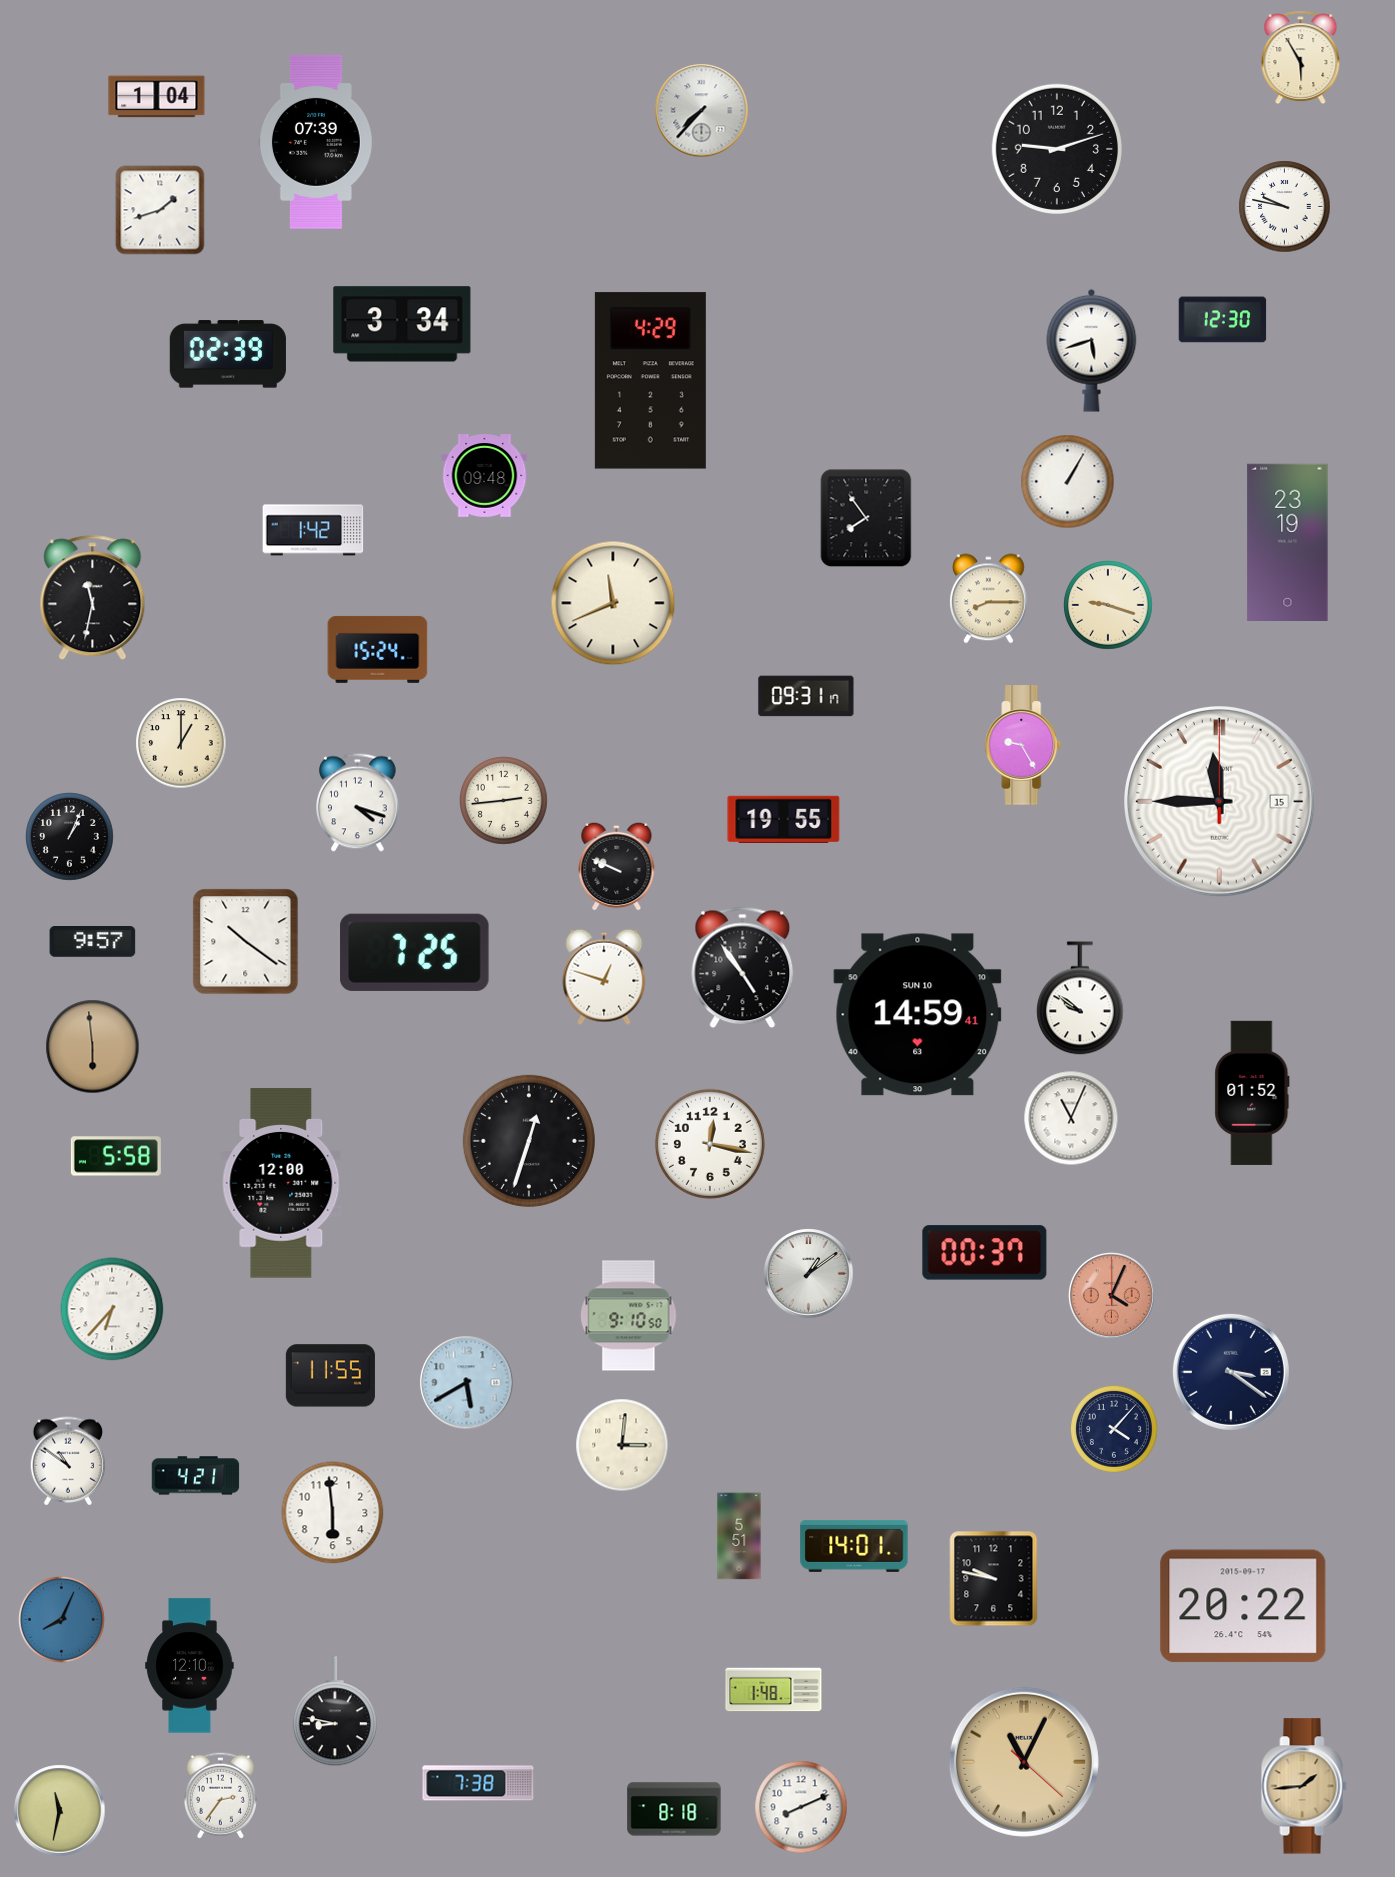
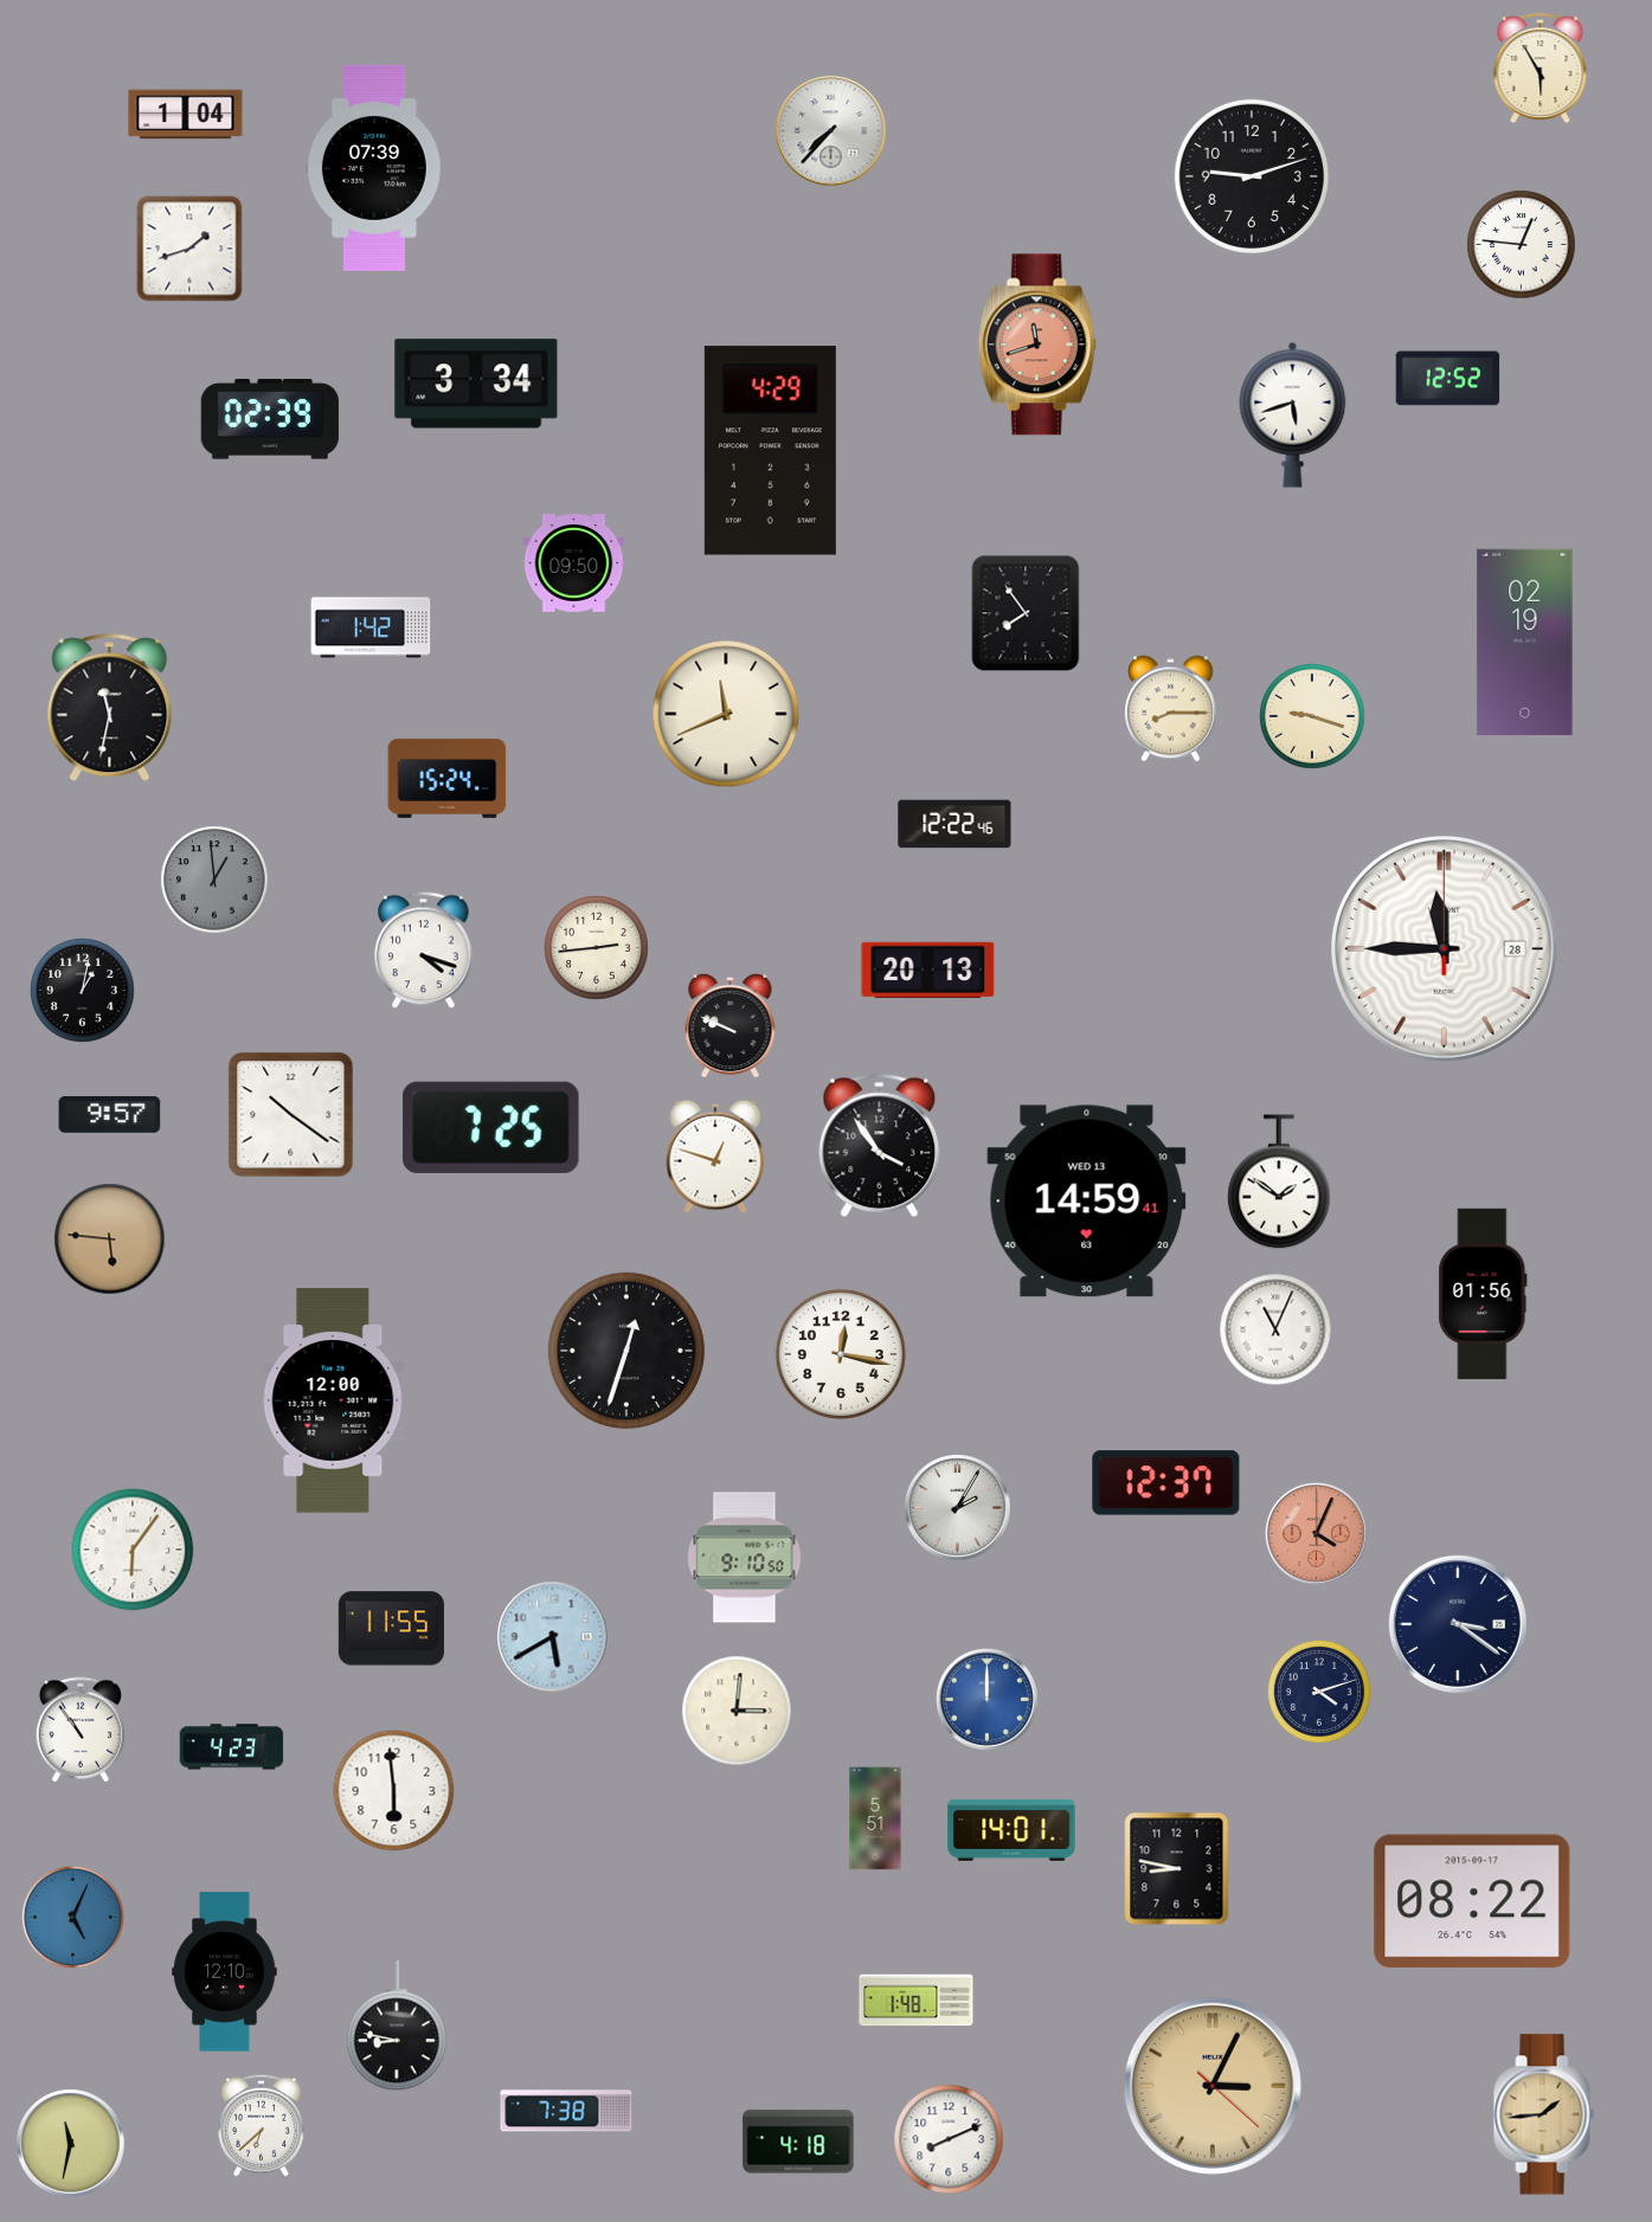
clock at (1285, 207): 9:47 -> 12:46
clock at (1037, 344): none -> 11:42
clock at (1223, 320): 12:30 -> 12:52
clock at (485, 476): 09:48 -> 09:50
clock at (1068, 482): 1:05 -> none
clock at (1288, 542): 23:19 -> 02:19
clock at (378, 649) position: (378, 649) -> (448, 778)
clock at (806, 696): 09:31 -> 12:22
clock at (181, 743): 1:00 -> 12:59
clock at (181, 743) dial: cream -> grey
clock at (1023, 745): 9:25 -> none
clock at (1220, 802) date: 15 -> 28
clock at (784, 819): 19:55 -> 20:13
clock at (70, 837): 1:04 -> 1:02
clock at (743, 968): 4:54 -> 3:54
clock at (1081, 998): 9:51 -> 1:51
clock at (918, 1015) date: SUN 10 -> WED 13
clock at (93, 1047): 5:59 -> 5:46
clock at (1252, 1093): 01:52 -> 01:56
clock at (1071, 1118) position: (1071, 1118) -> (1275, 1329)
clock at (116, 1156): 5:58 -> none
clock at (985, 1253): 00:37 -> 12:37
clock at (809, 1274): 1:09 -> 2:05
clock at (112, 1309): 6:37 -> 6:06
clock at (1114, 1429): 4:07 -> 4:12
clock at (986, 1699): none -> 12:00
clock at (68, 1461): 10:51 -> 10:54
clock at (196, 1476): 4:21 -> 4:23
clock at (994, 1579): 9:47 -> 8:47
clock at (1243, 1606): 20:22 -> 08:22
clock at (61, 1619): 8:04 -> 5:04
clock at (1024, 1762): 11:04 -> 3:04
clock at (220, 1795): 2:36 -> 6:38
clock at (674, 1809): 8:18 -> 4:18
